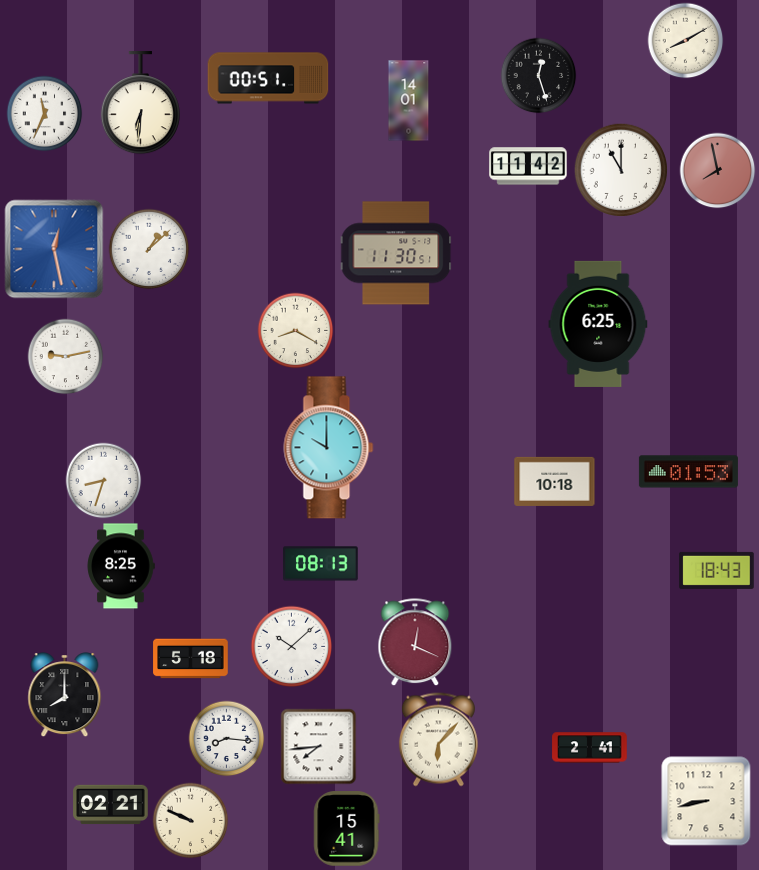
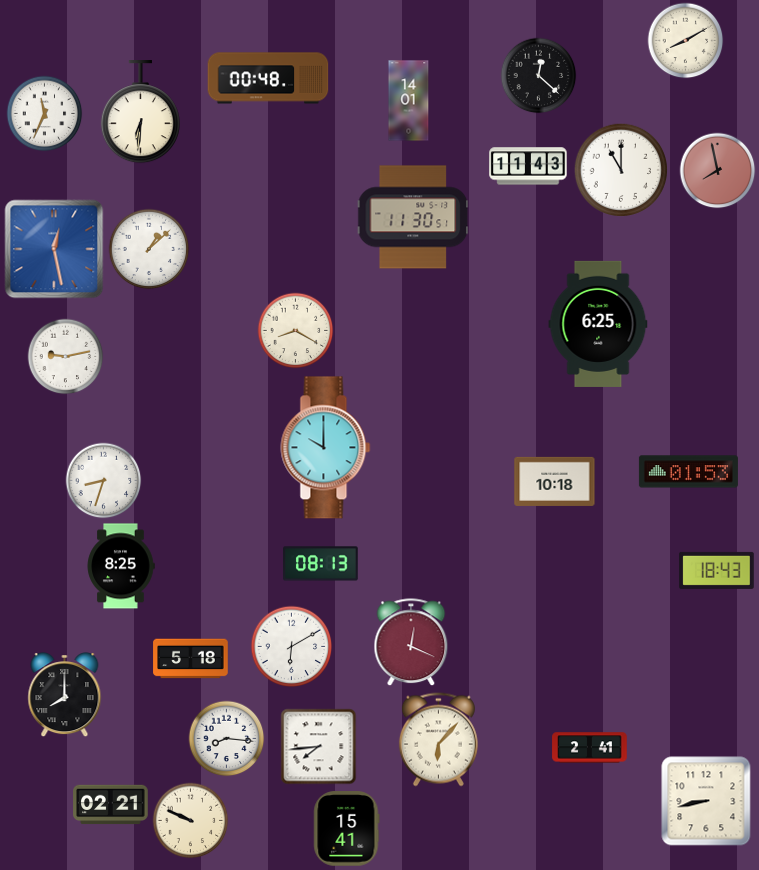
clock at (539, 76): 12:27 -> 12:22
clock at (268, 78): 00:51 -> 00:48
clock at (140, 103) position: (140, 103) -> (140, 112)
clock at (528, 166): 11:42 -> 11:43
clock at (396, 253) position: (396, 253) -> (413, 217)
clock at (329, 448) position: (329, 448) -> (326, 448)
clock at (415, 643) position: (415, 643) -> (411, 643)
clock at (292, 647): 10:08 -> 6:10
